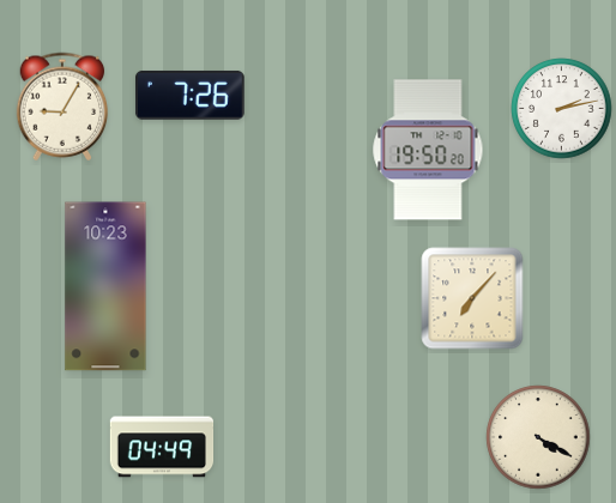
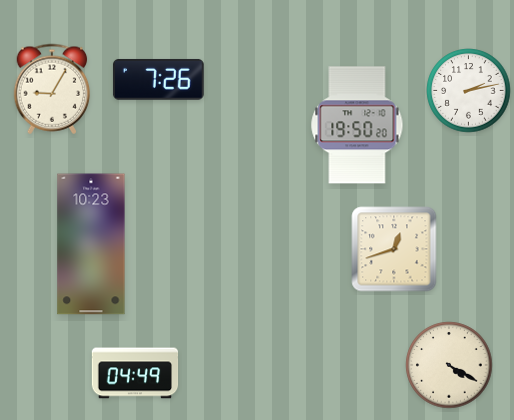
clock at (105, 286) position: (105, 286) -> (91, 244)
clock at (472, 298): 7:07 -> 12:42
